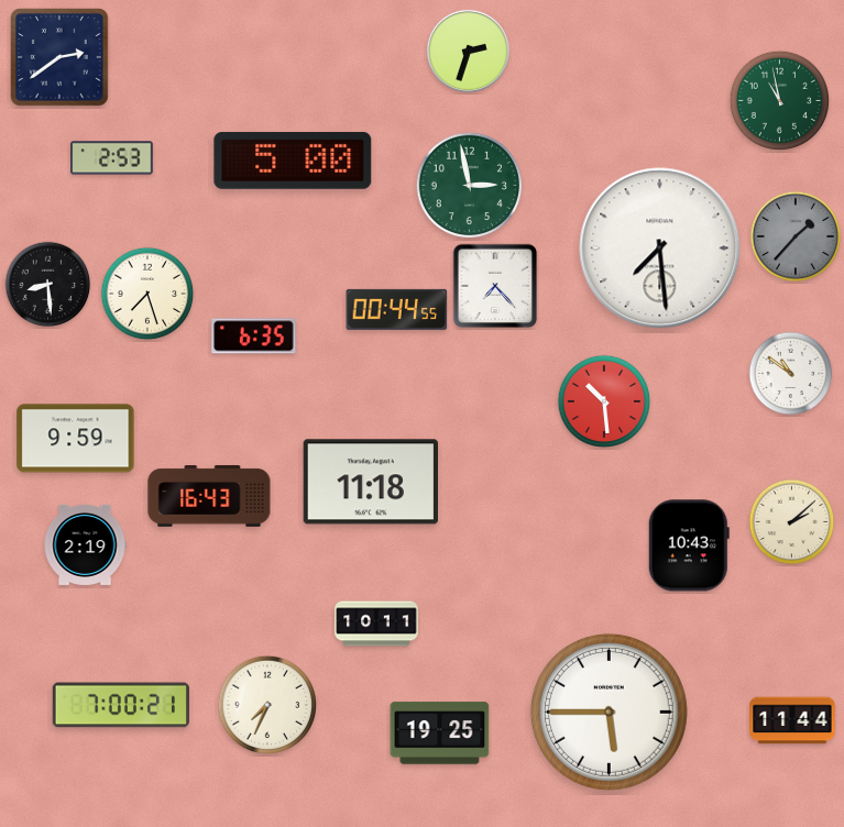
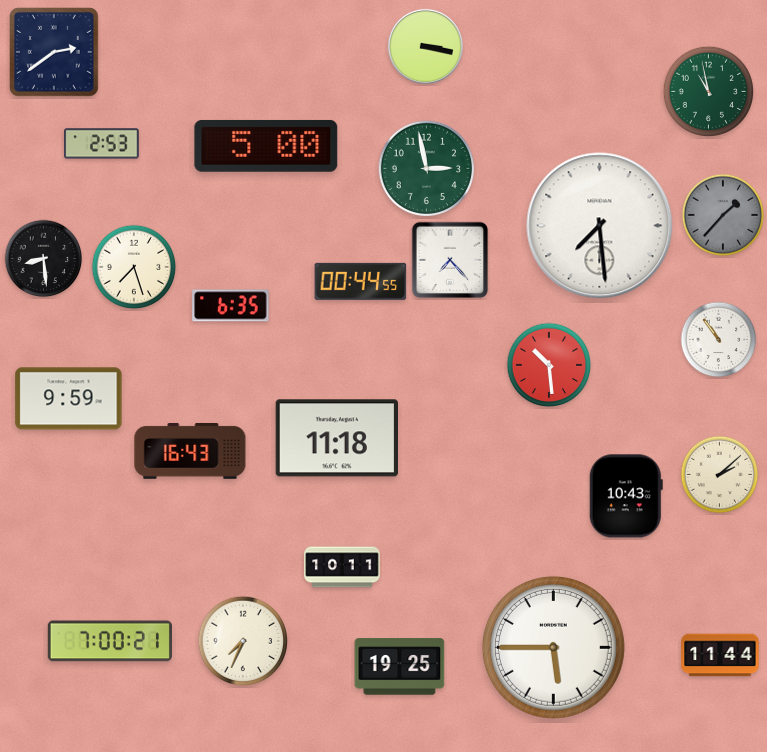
clock at (468, 51): 2:33 -> 3:17
clock at (791, 374): 10:51 -> 10:54
clock at (85, 544): 2:19 -> none
